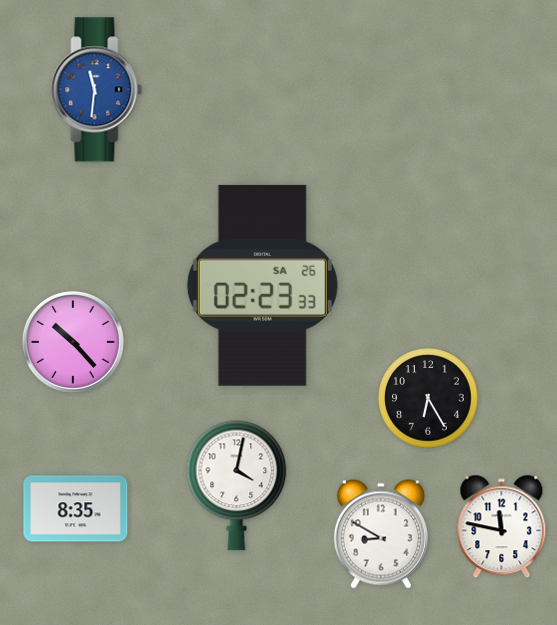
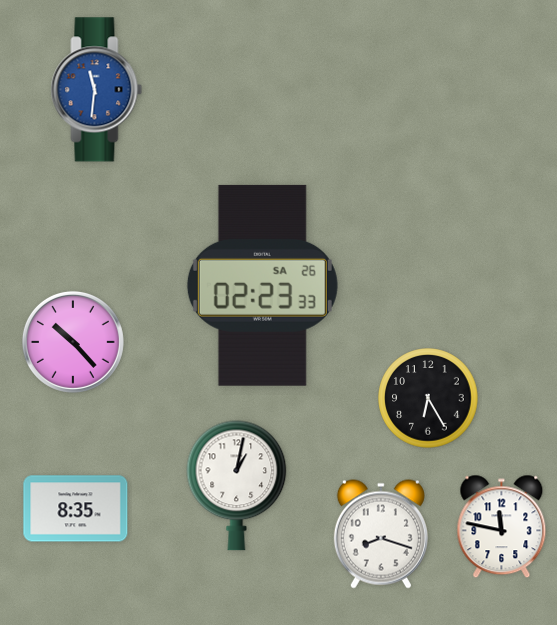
clock at (237, 486): 4:02 -> 1:02
clock at (381, 534): 8:50 -> 8:18
